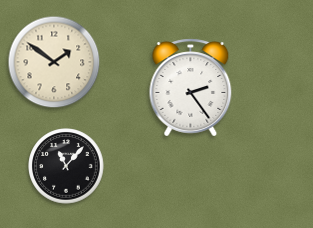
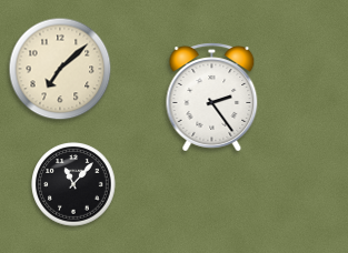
clock at (54, 62): 1:51 -> 7:08
